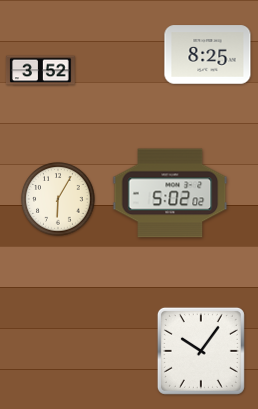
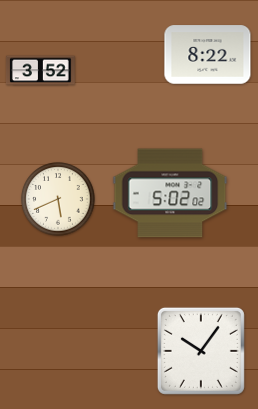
clock at (208, 55): 8:25 -> 8:22
clock at (58, 199): 6:05 -> 5:41
